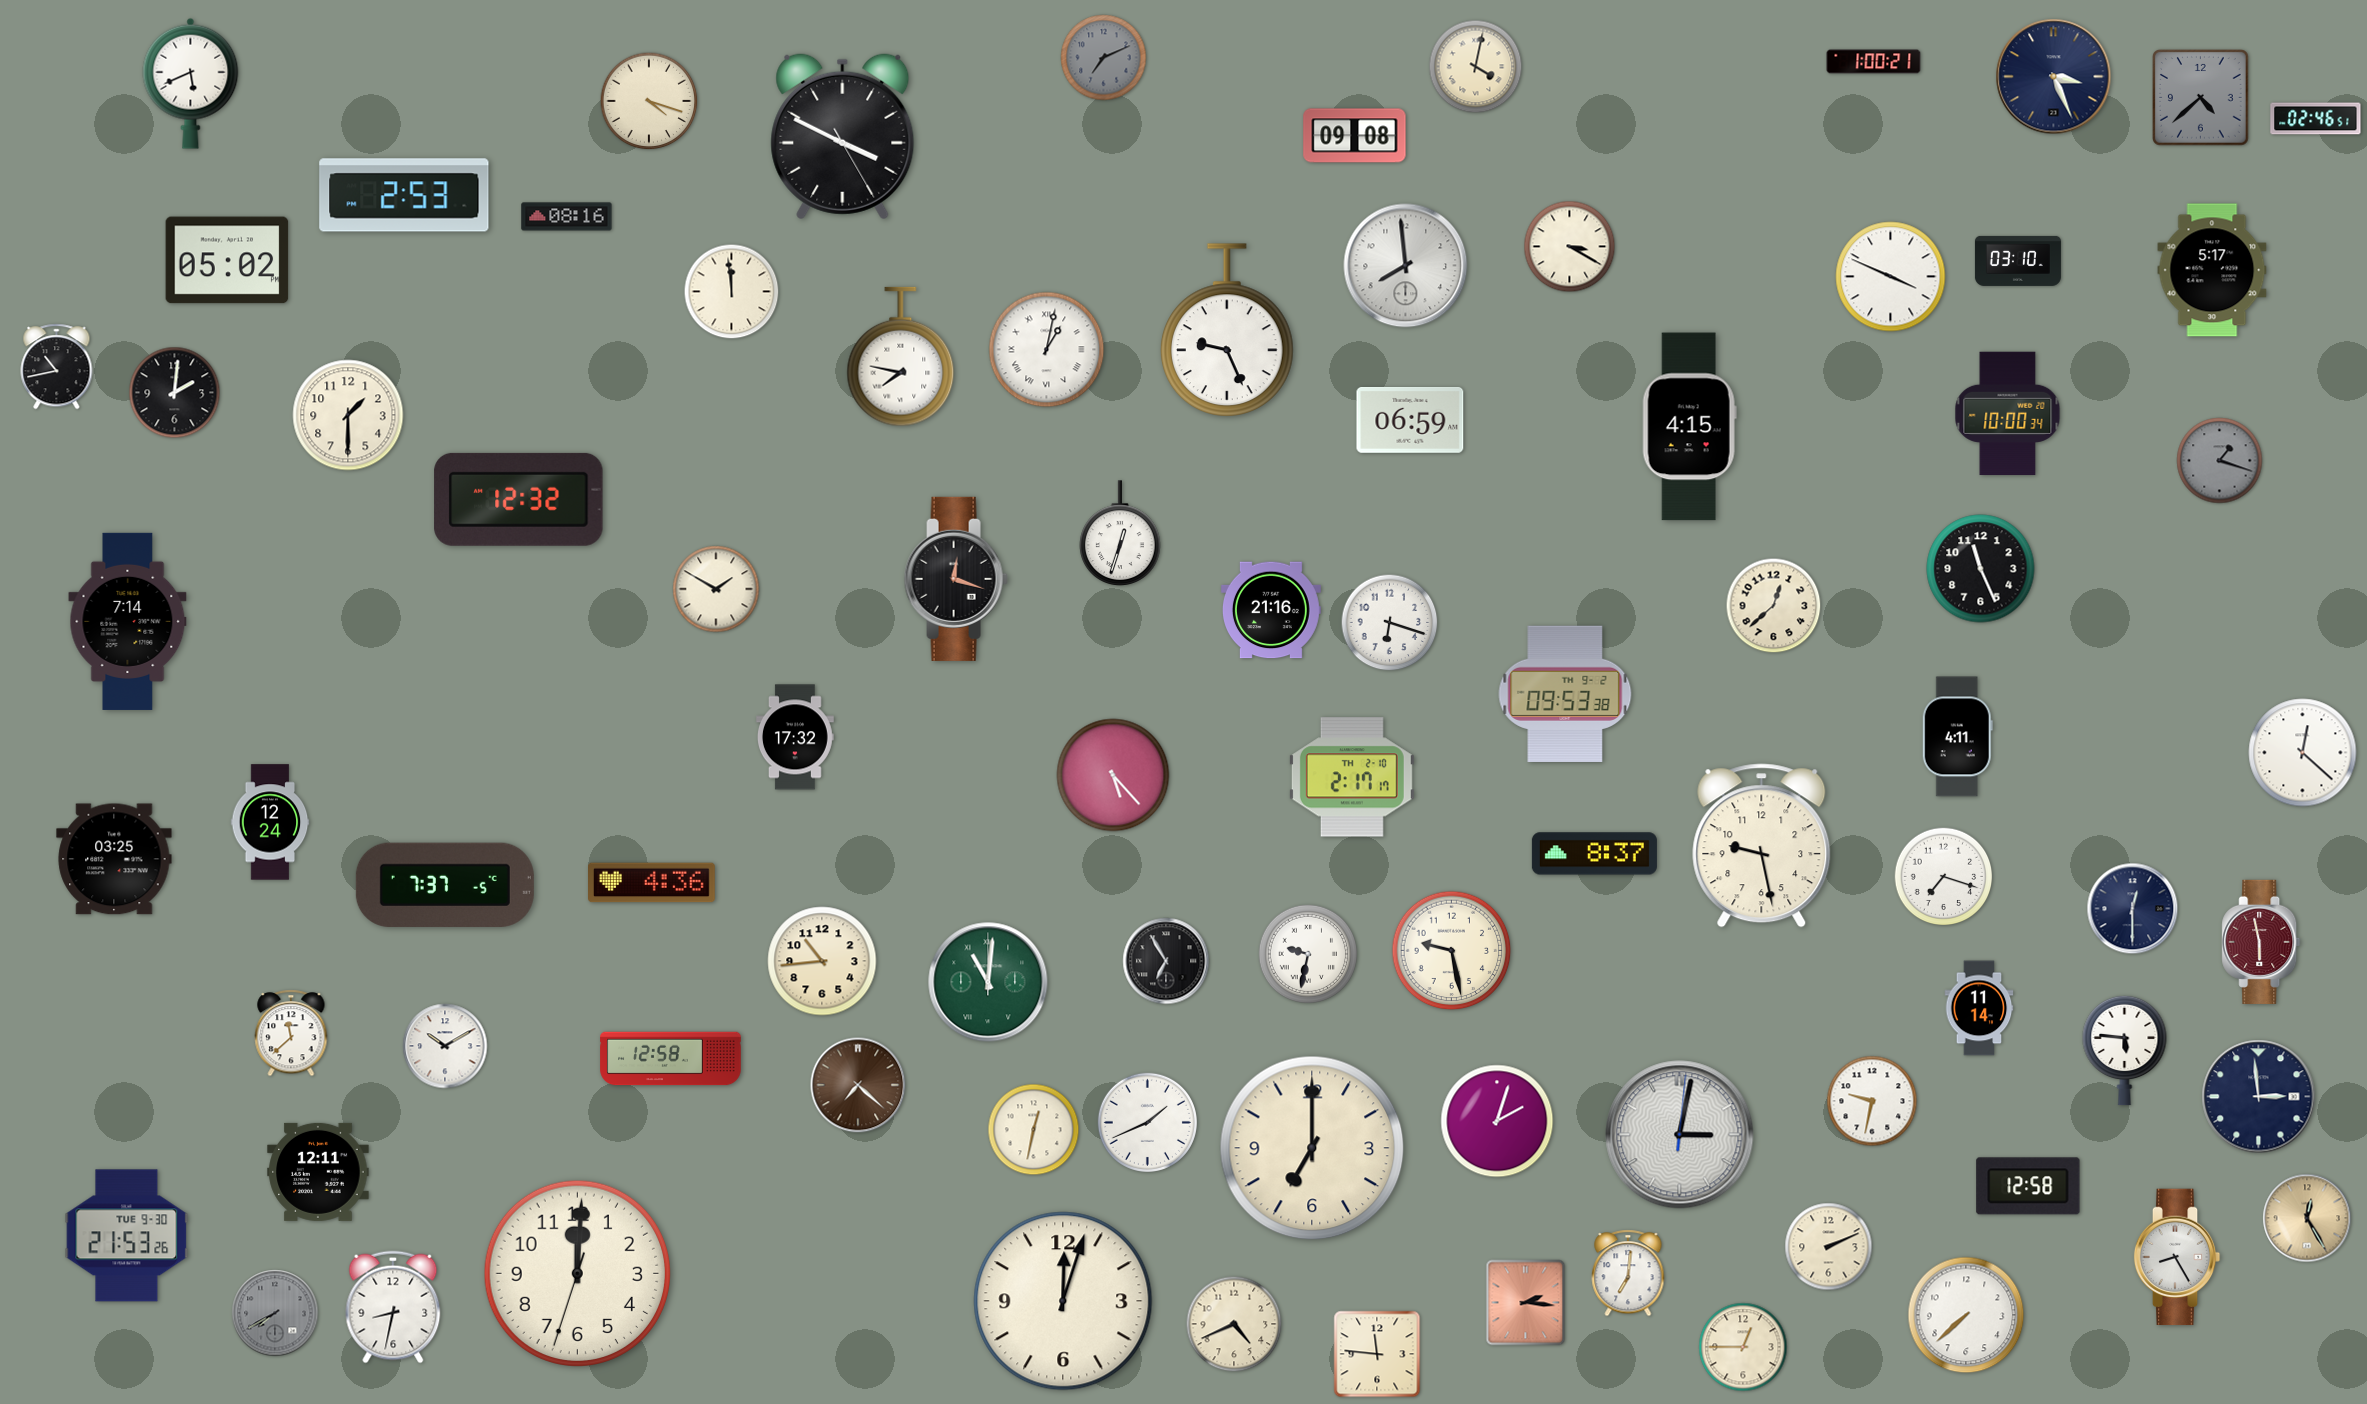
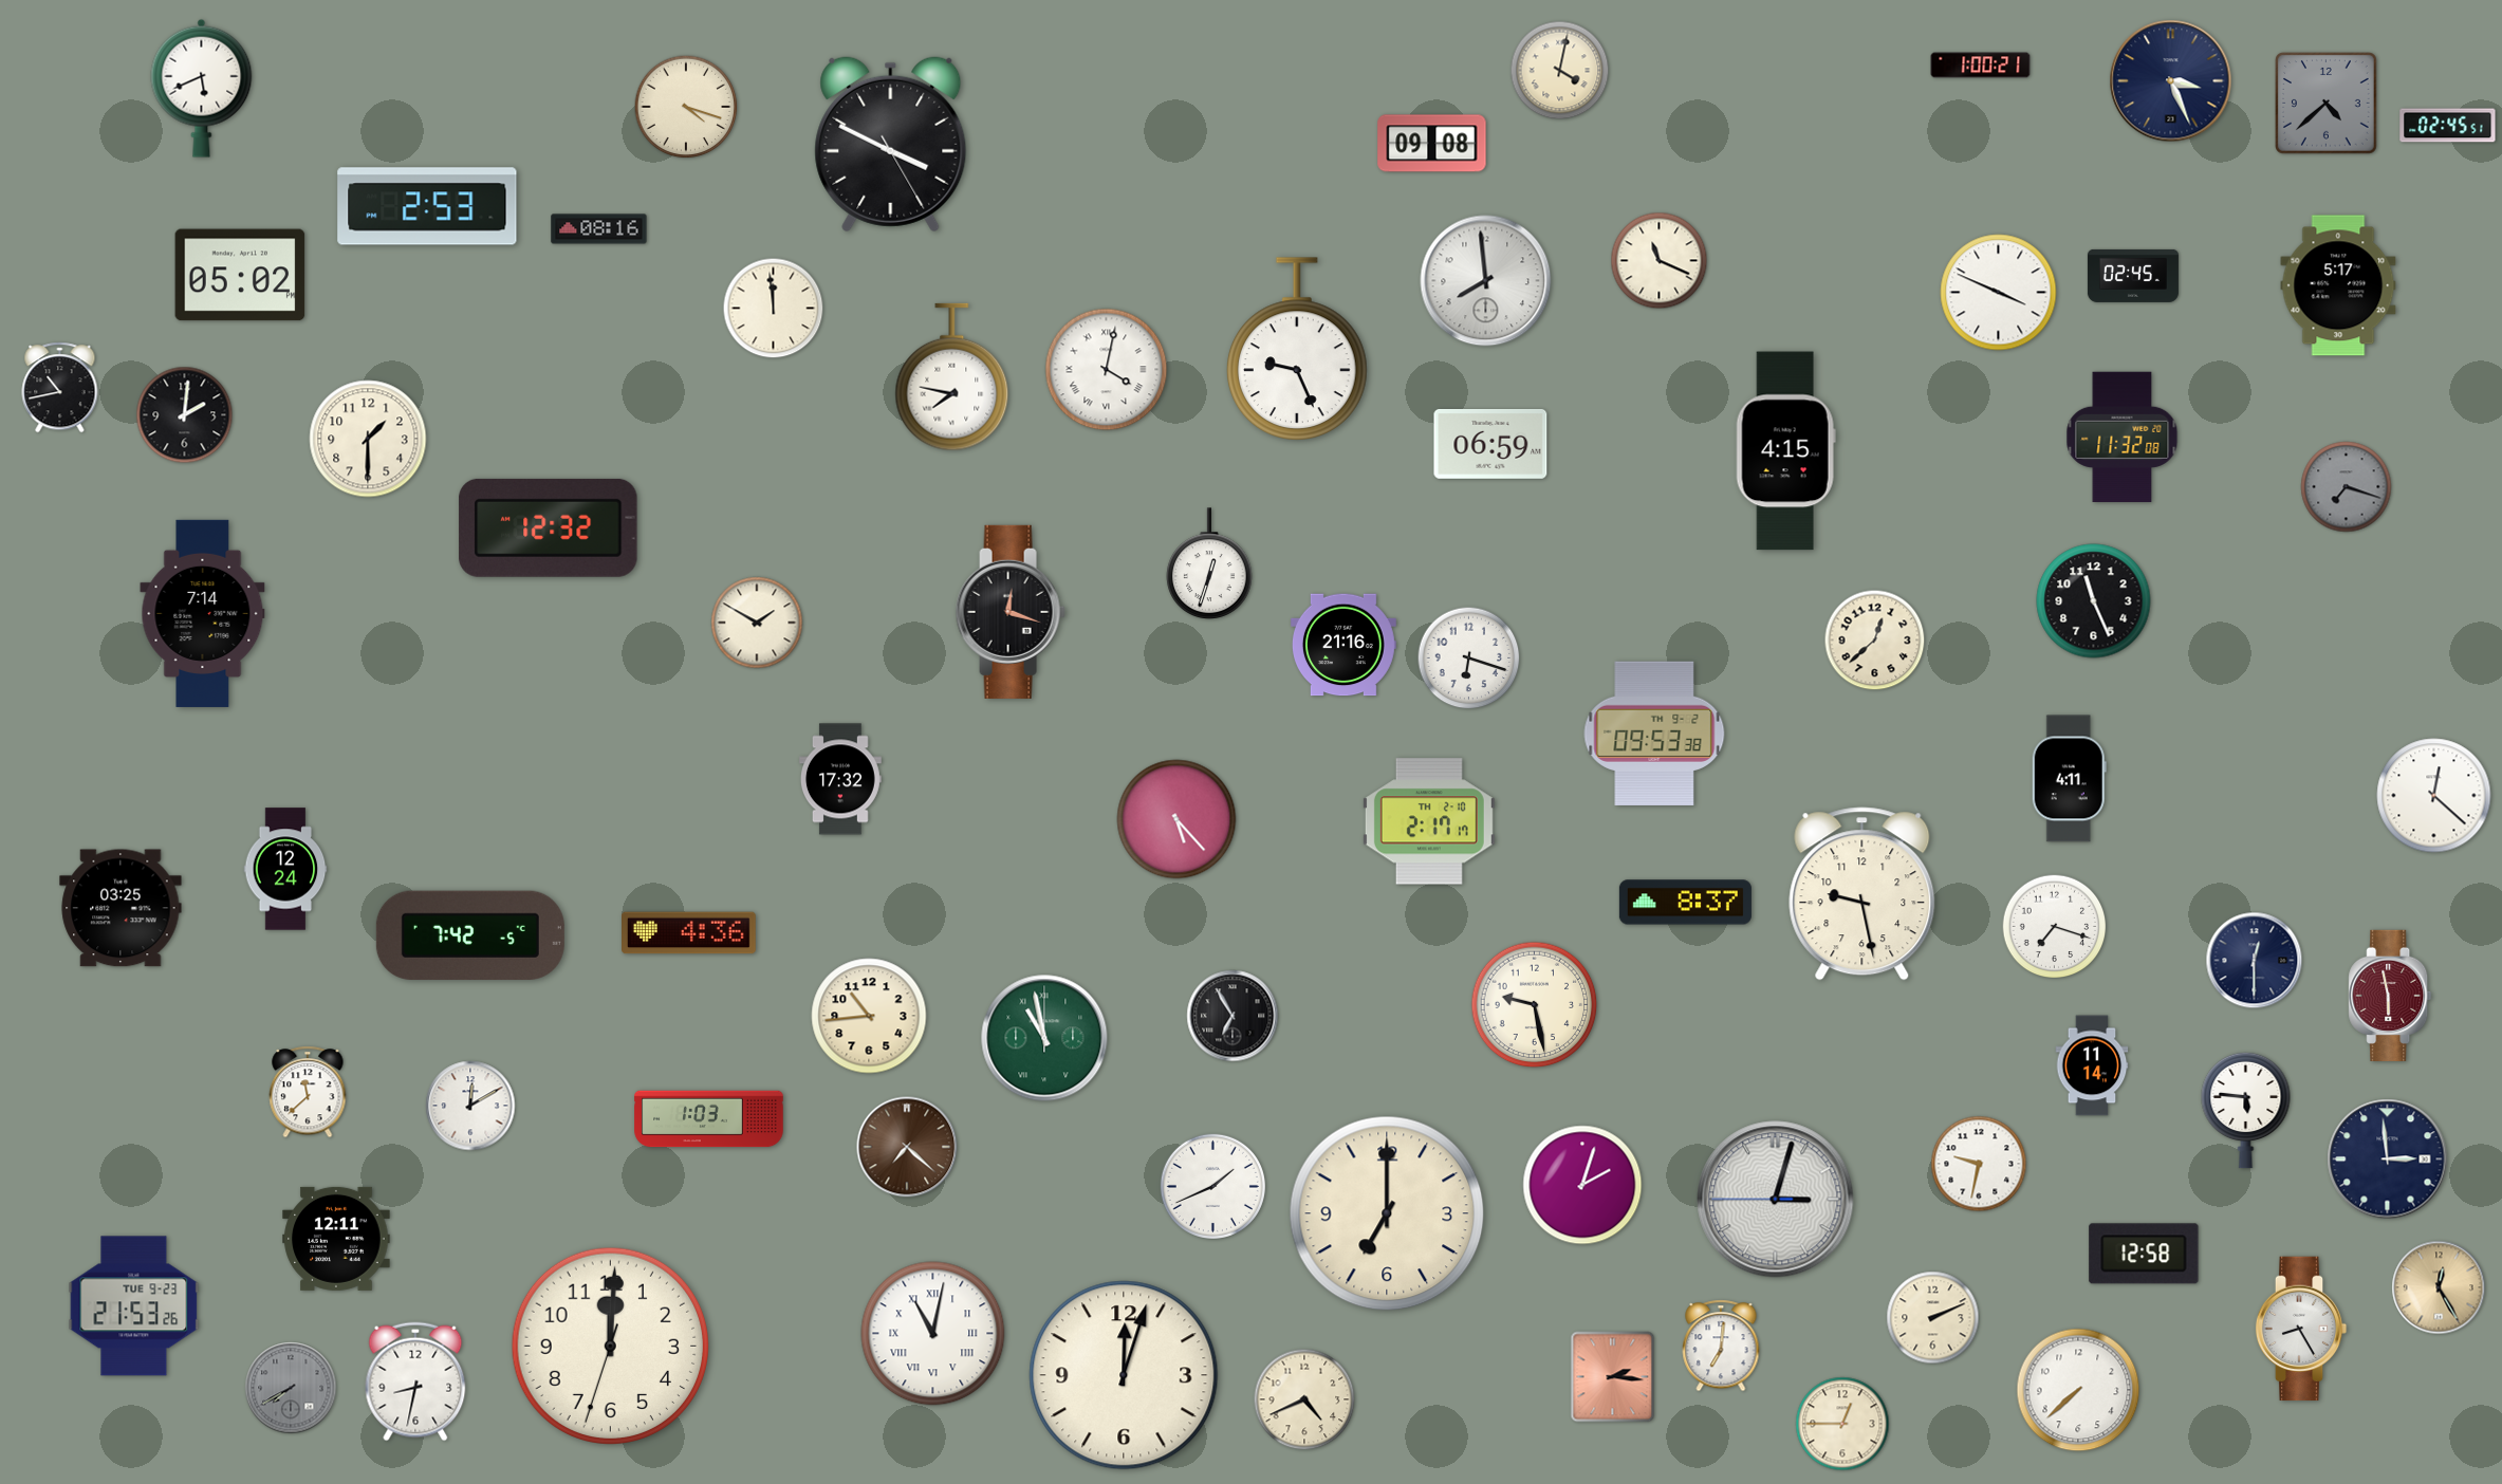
clock at (1104, 58): 7:11 -> none
clock at (2316, 119): 02:46 -> 02:45
clock at (1570, 247): 3:20 -> 11:19
clock at (2018, 261): 03:10 -> 02:45
clock at (1047, 350): 1:02 -> 4:02
clock at (2008, 414): 10:00 -> 11:32
clock at (2220, 461): 1:18 -> 7:18
clock at (1120, 533) position: (1120, 533) -> (1209, 563)
clock at (128, 621) position: (128, 621) -> (203, 613)
clock at (445, 885): 7:37 -> 7:42
clock at (1307, 953): 9:32 -> none
clock at (988, 982): 11:01 -> 10:58
clock at (445, 1046): 10:10 -> 12:10
clock at (671, 1059): 12:58 -> 1:03
clock at (1034, 1130): 12:32 -> none
clock at (1680, 1135): 3:02:01 -> 3:02:45
clock at (127, 1236) date: TUE 9-30 -> TUE 9-23
clock at (933, 1334): none -> 11:02
clock at (1377, 1354): 11:46 -> none
